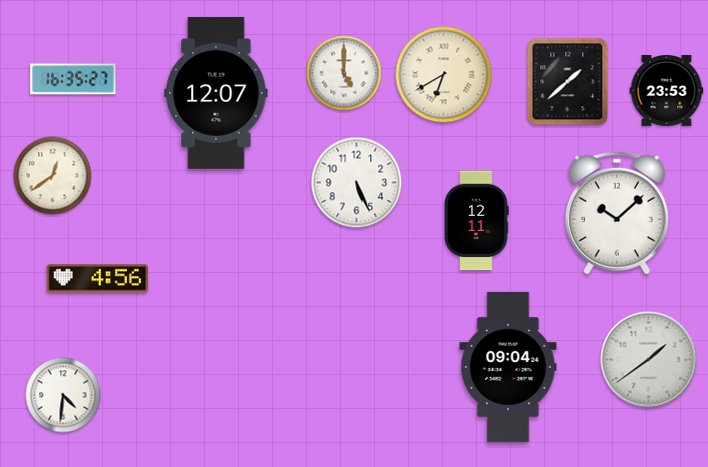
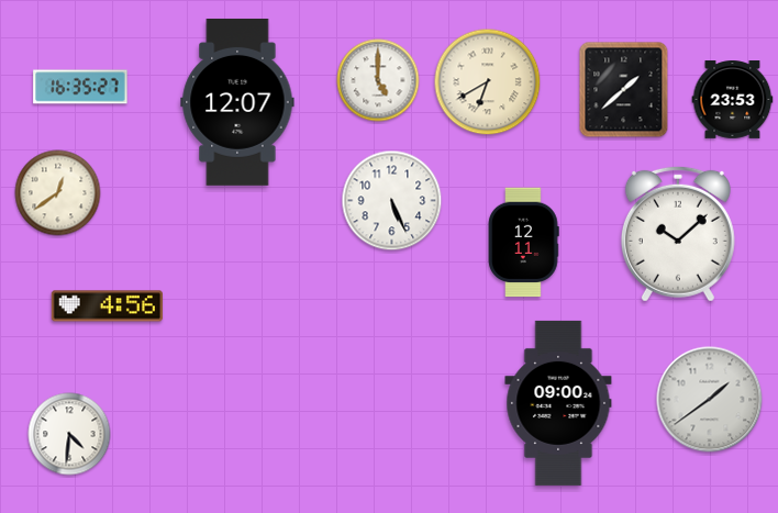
clock at (649, 360) position: (649, 360) -> (710, 400)
clock at (508, 367): 09:04 -> 09:00
